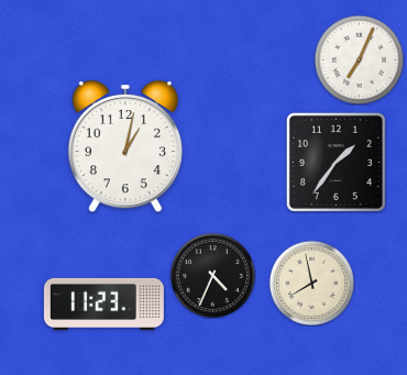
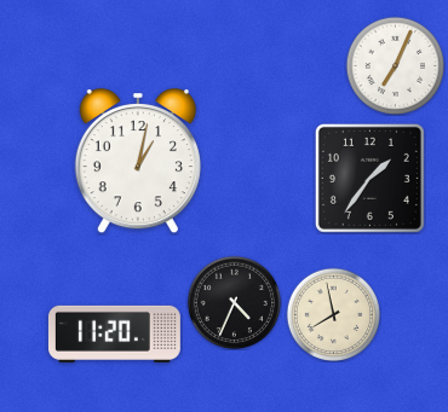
clock at (311, 283) position: (311, 283) -> (333, 314)
clock at (103, 304): 11:23 -> 11:20
